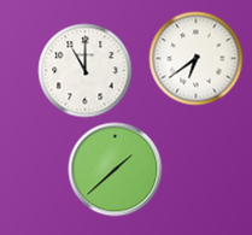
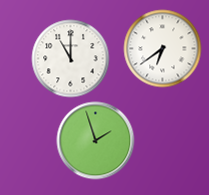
clock at (115, 169): 1:38 -> 1:57
